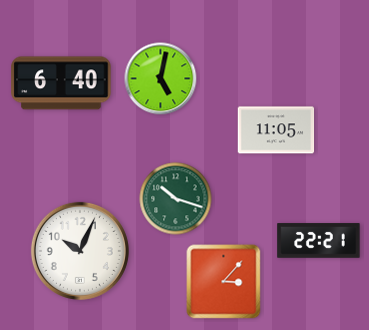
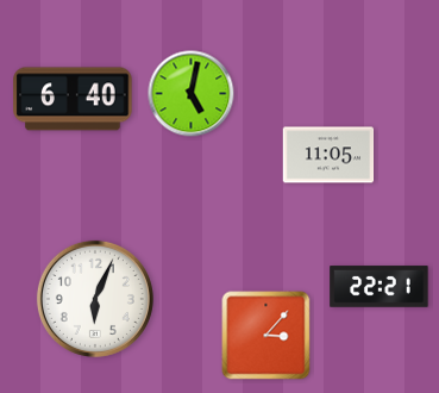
clock at (176, 199): 10:18 -> none
clock at (80, 251): 10:04 -> 6:04
